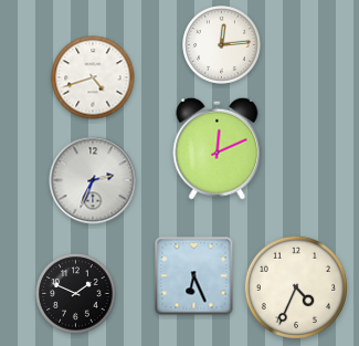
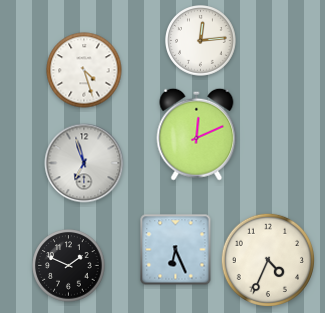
clock at (93, 77): 4:42 -> 4:27
clock at (93, 180): 2:34 -> 6:57
